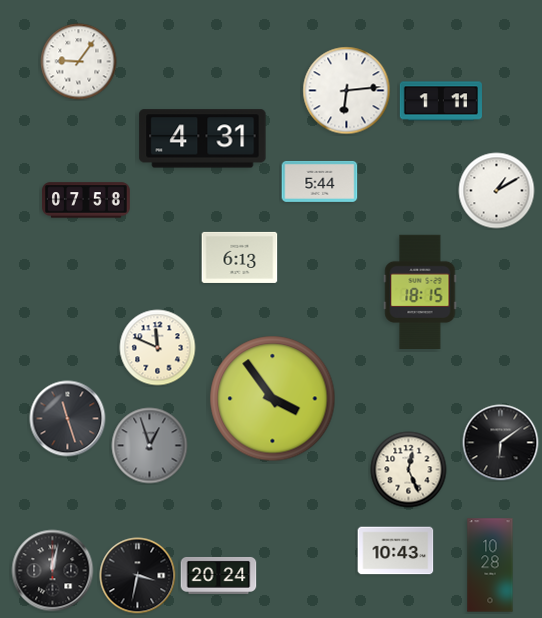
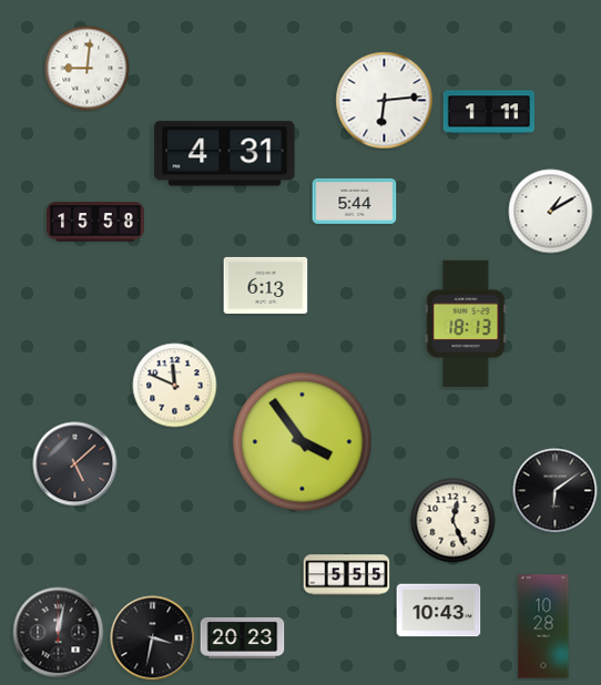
clock at (79, 62): 9:06 -> 9:01
clock at (86, 200): 07:58 -> 15:58
clock at (420, 291): 18:15 -> 18:13
clock at (68, 419): 11:27 -> 5:08
clock at (150, 446): 12:57 -> none
clock at (347, 575): none -> 5:55
clock at (219, 575): 20:24 -> 20:23
